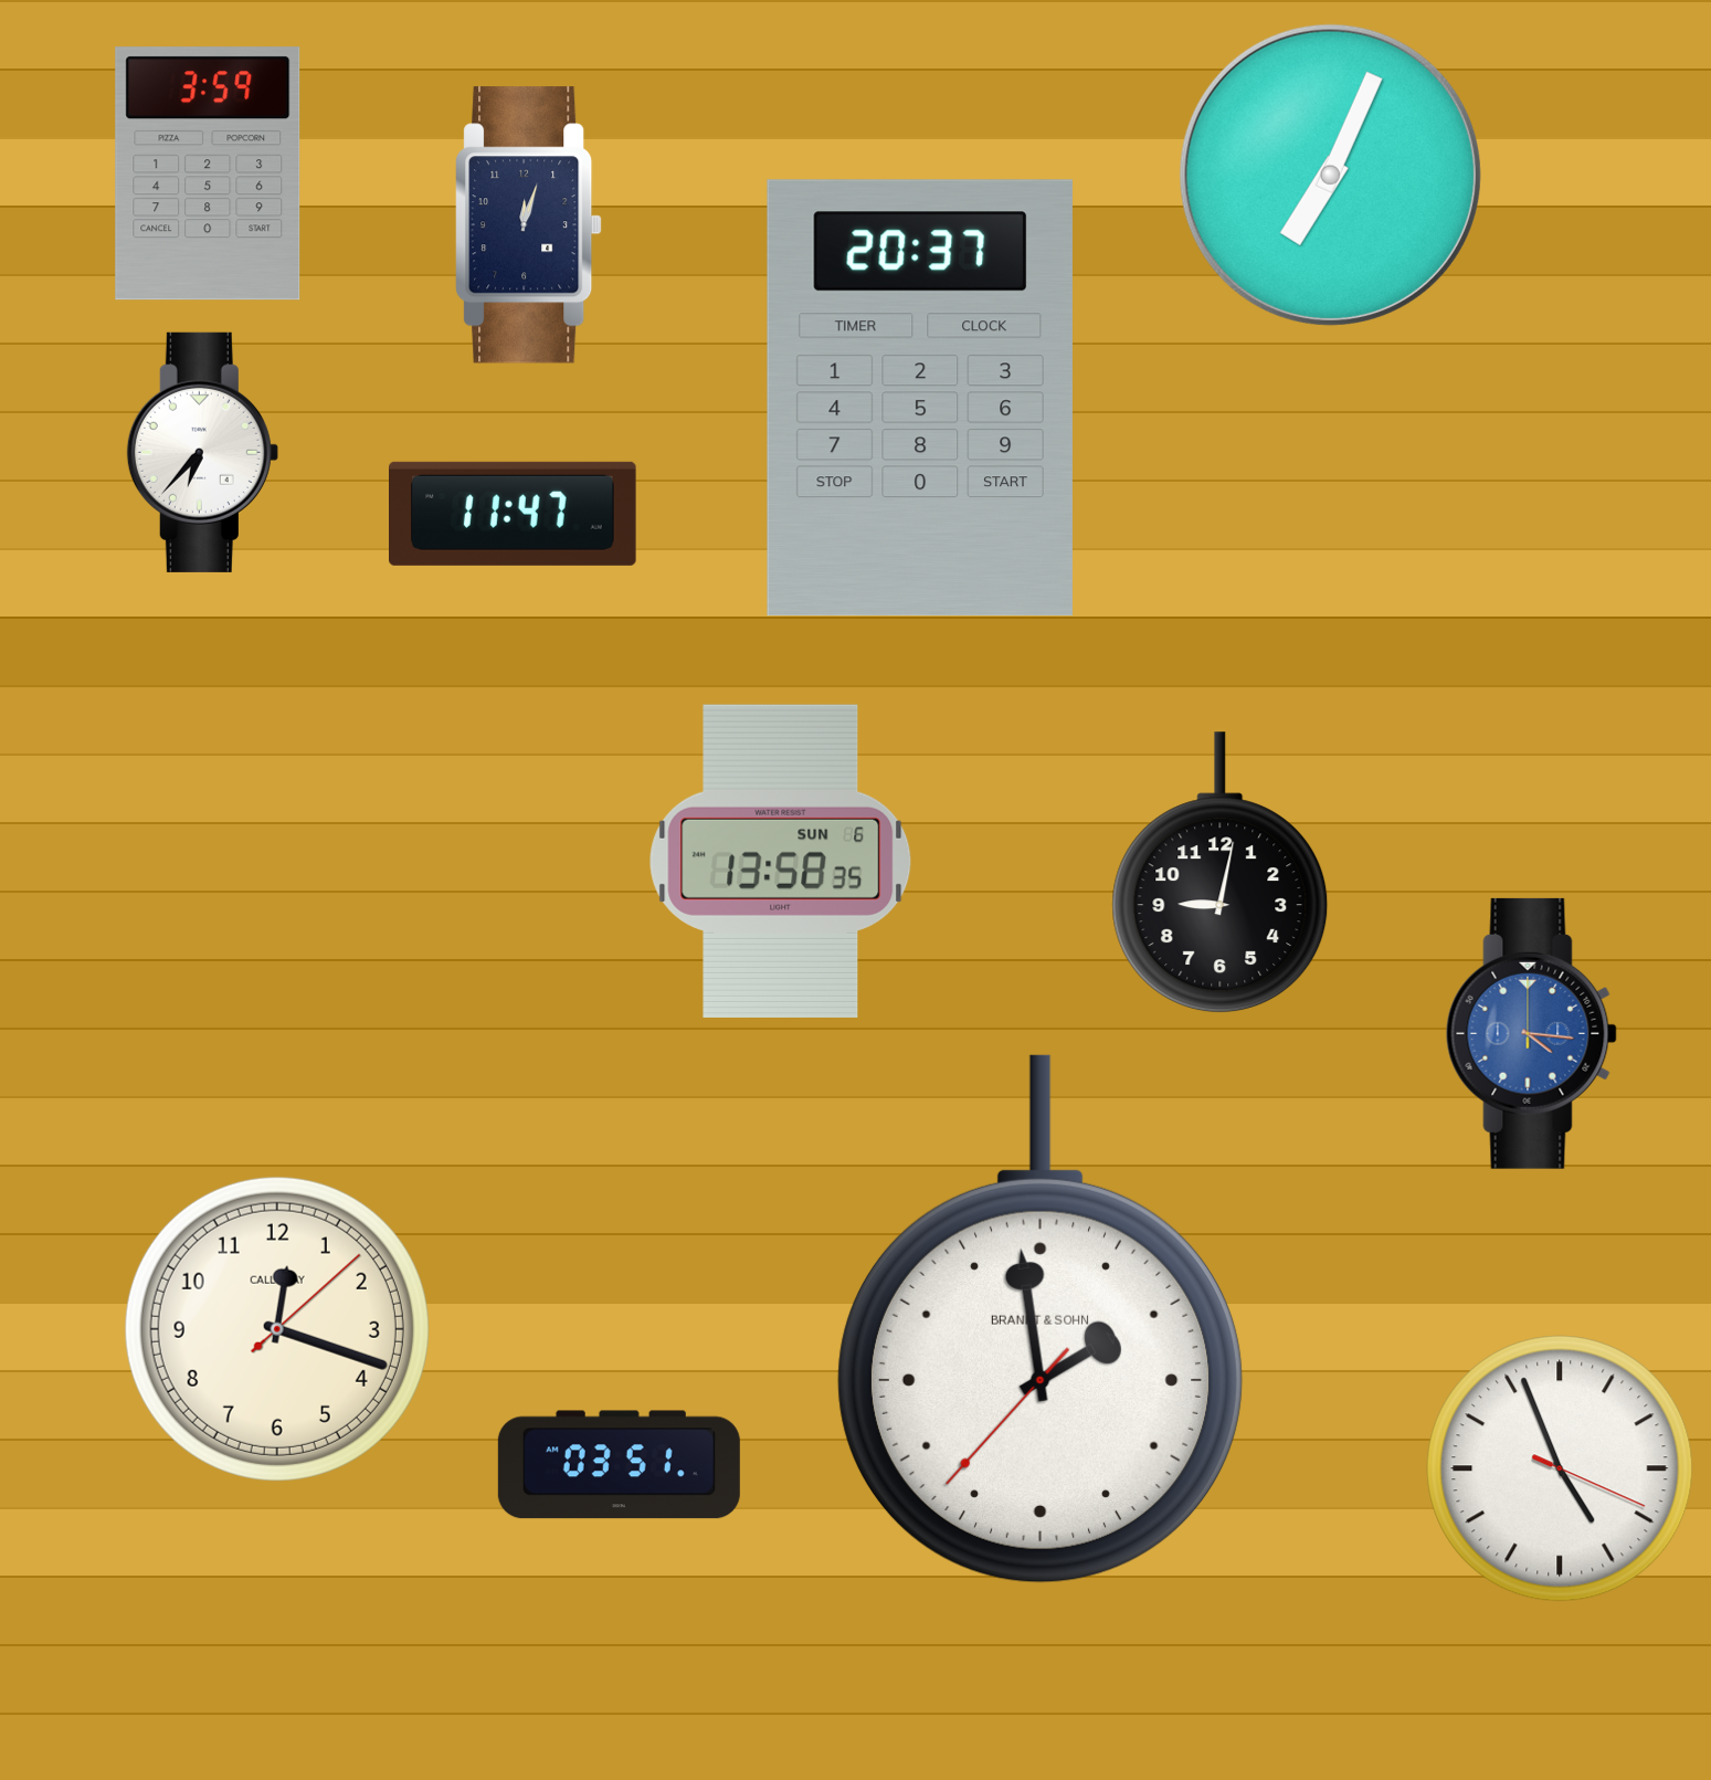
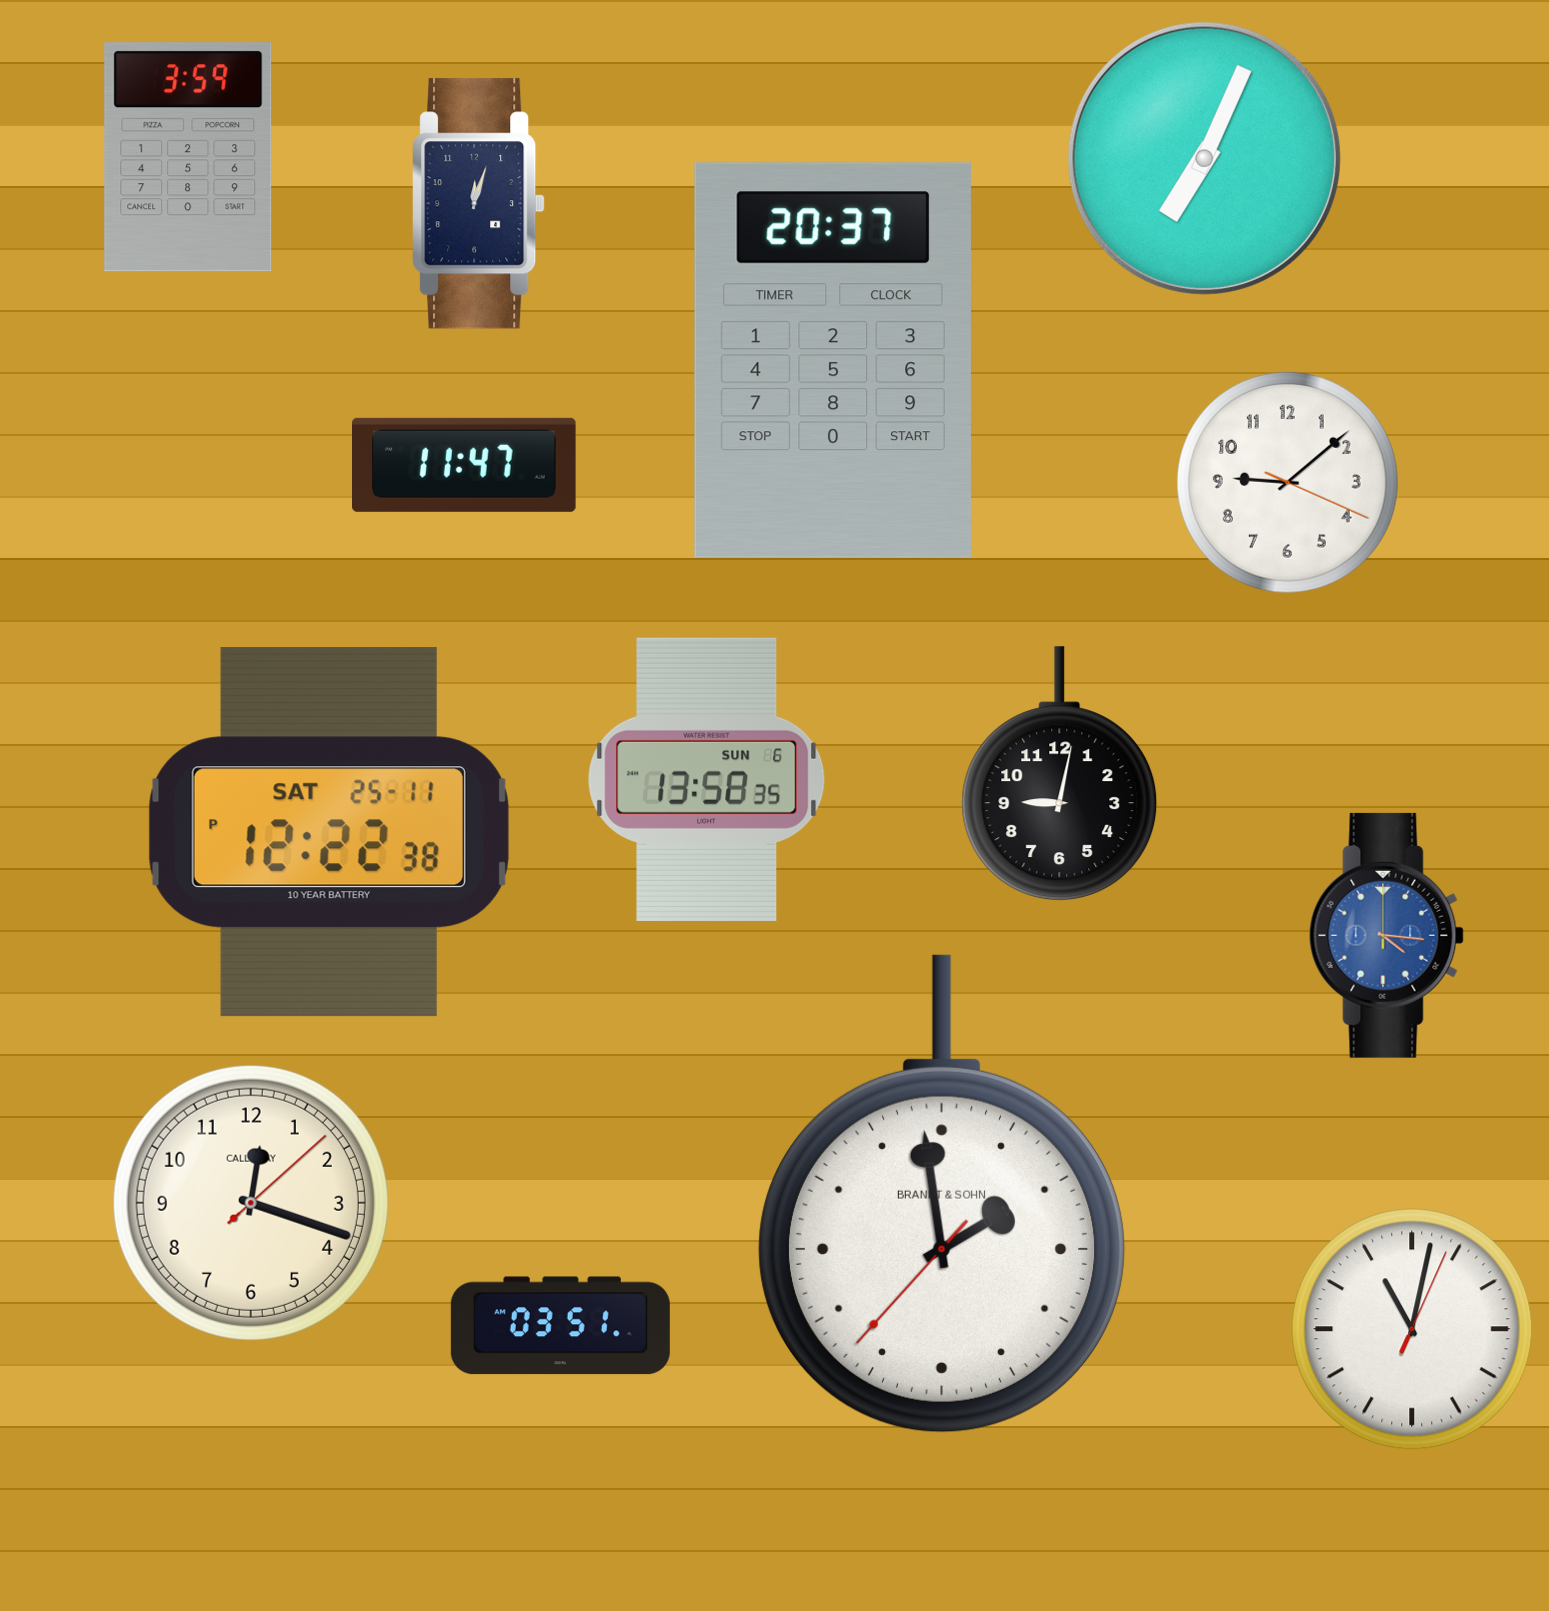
clock at (202, 452): 6:37 -> none
clock at (1287, 482): none -> 9:08
clock at (1221, 873) position: (1221, 873) -> (1060, 774)
clock at (329, 832): none -> 12:22
clock at (1560, 1468): 4:56 -> 11:02
